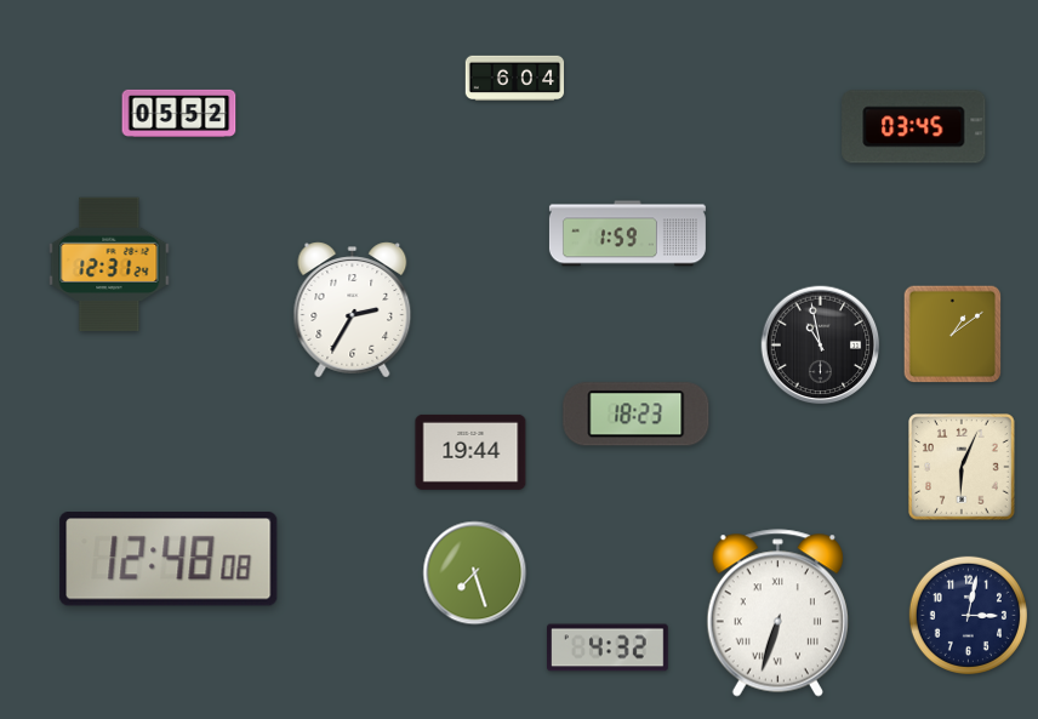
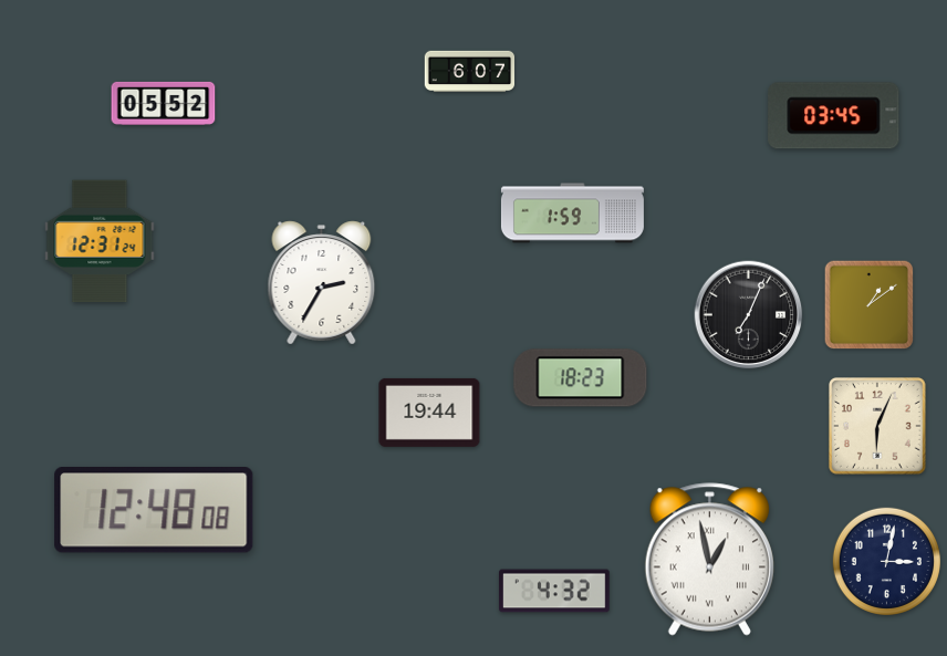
clock at (515, 79): 6:04 -> 6:07
clock at (821, 346): 10:58 -> 7:04
clock at (475, 574): 7:27 -> none
clock at (777, 614): 6:33 -> 12:58
clock at (968, 615) position: (968, 615) -> (886, 561)
